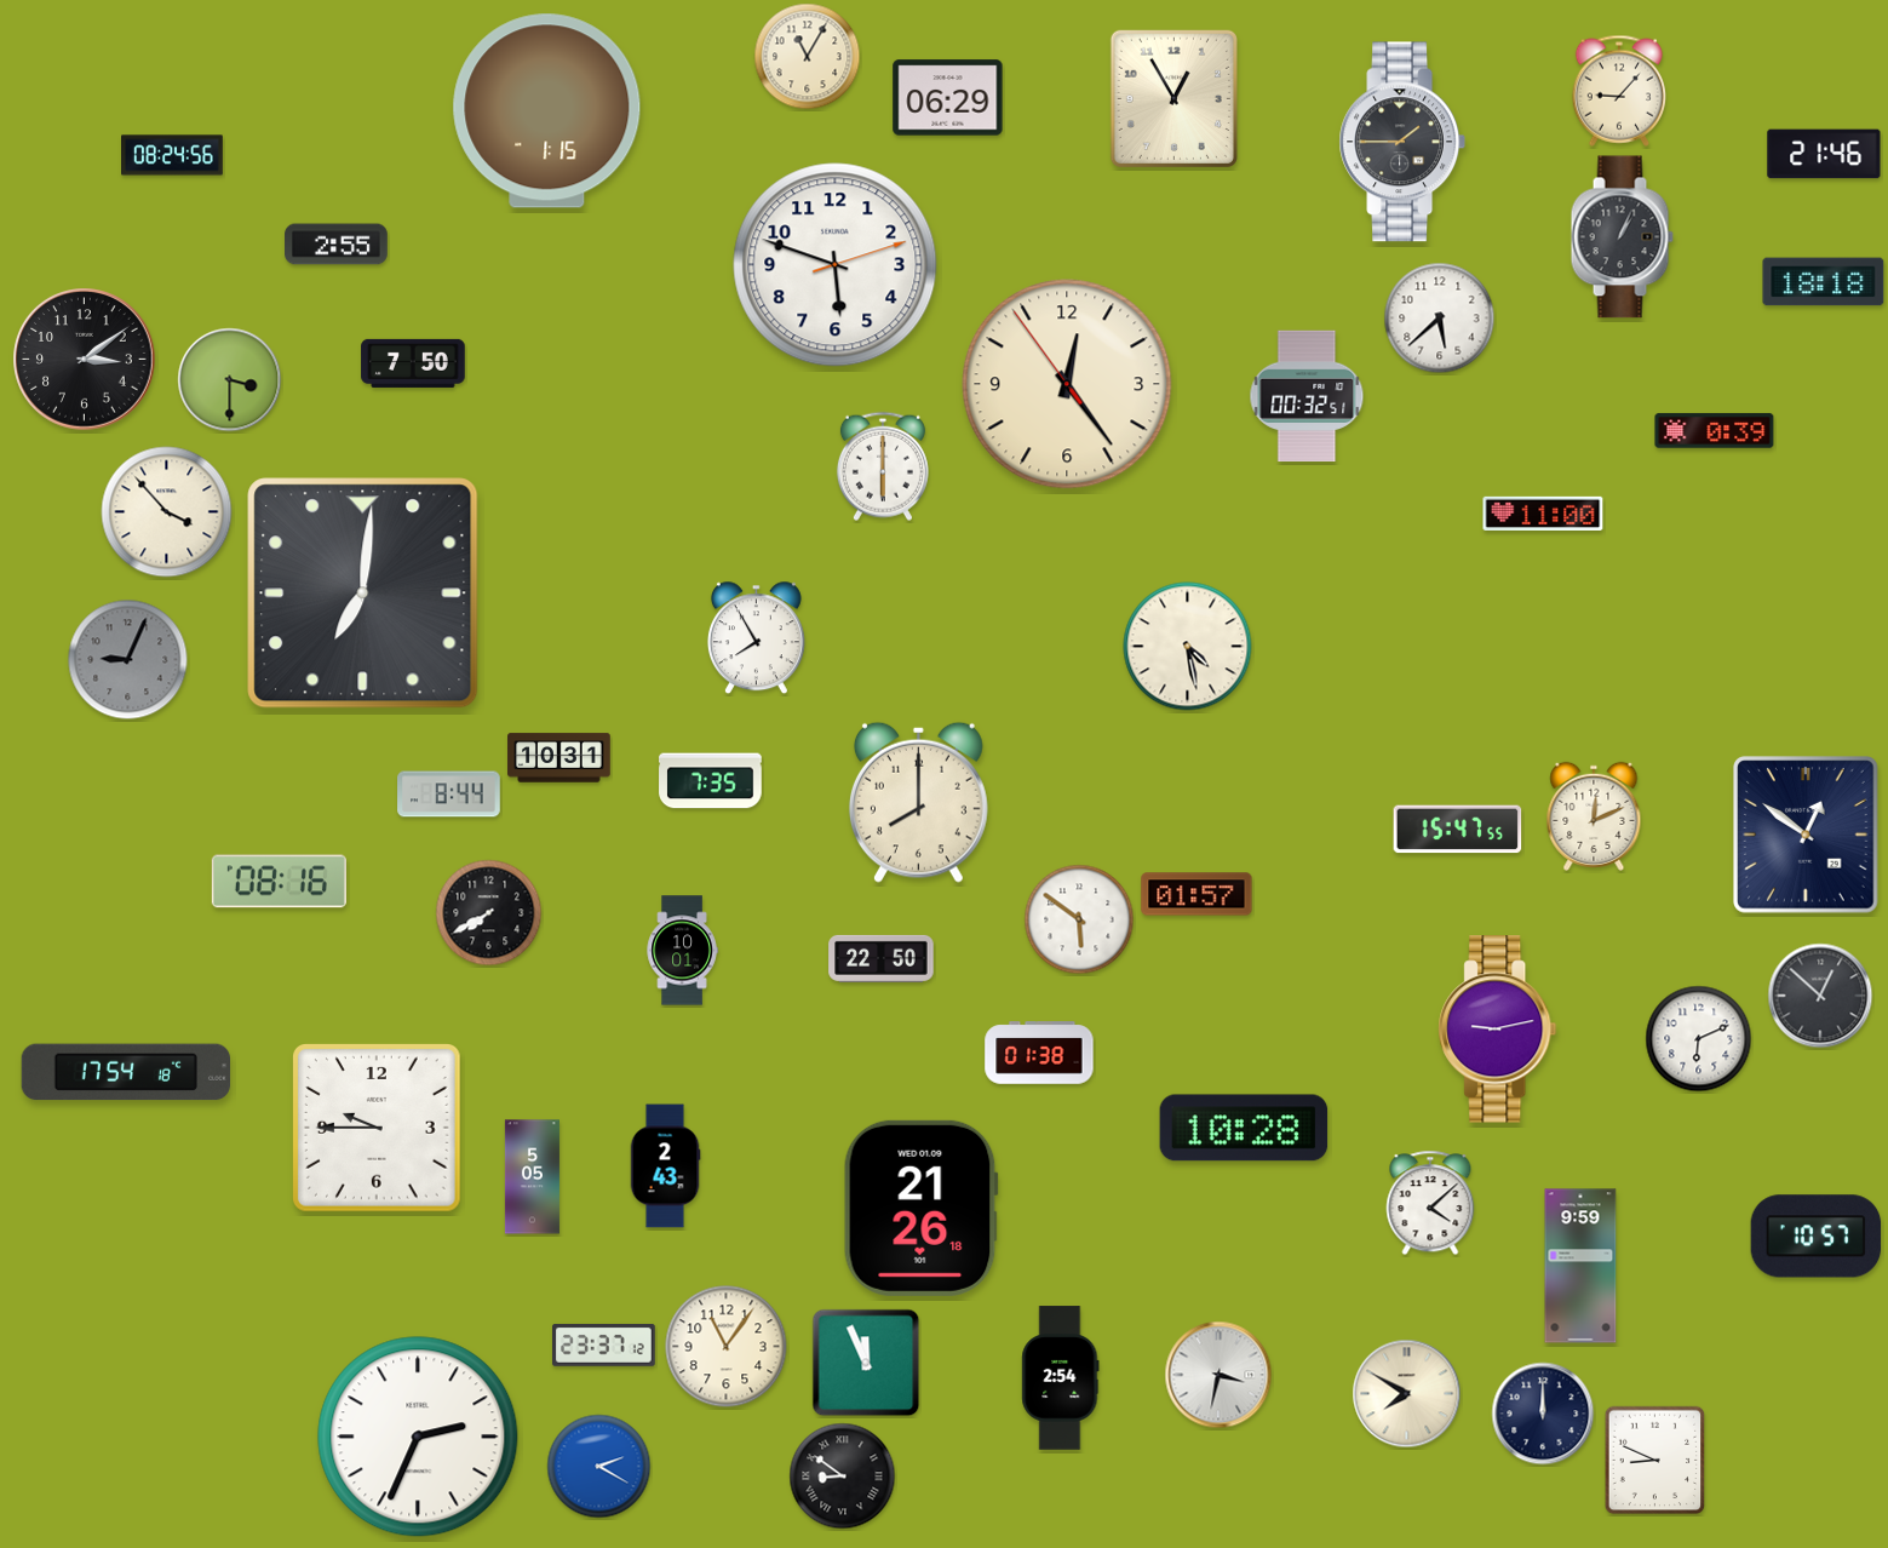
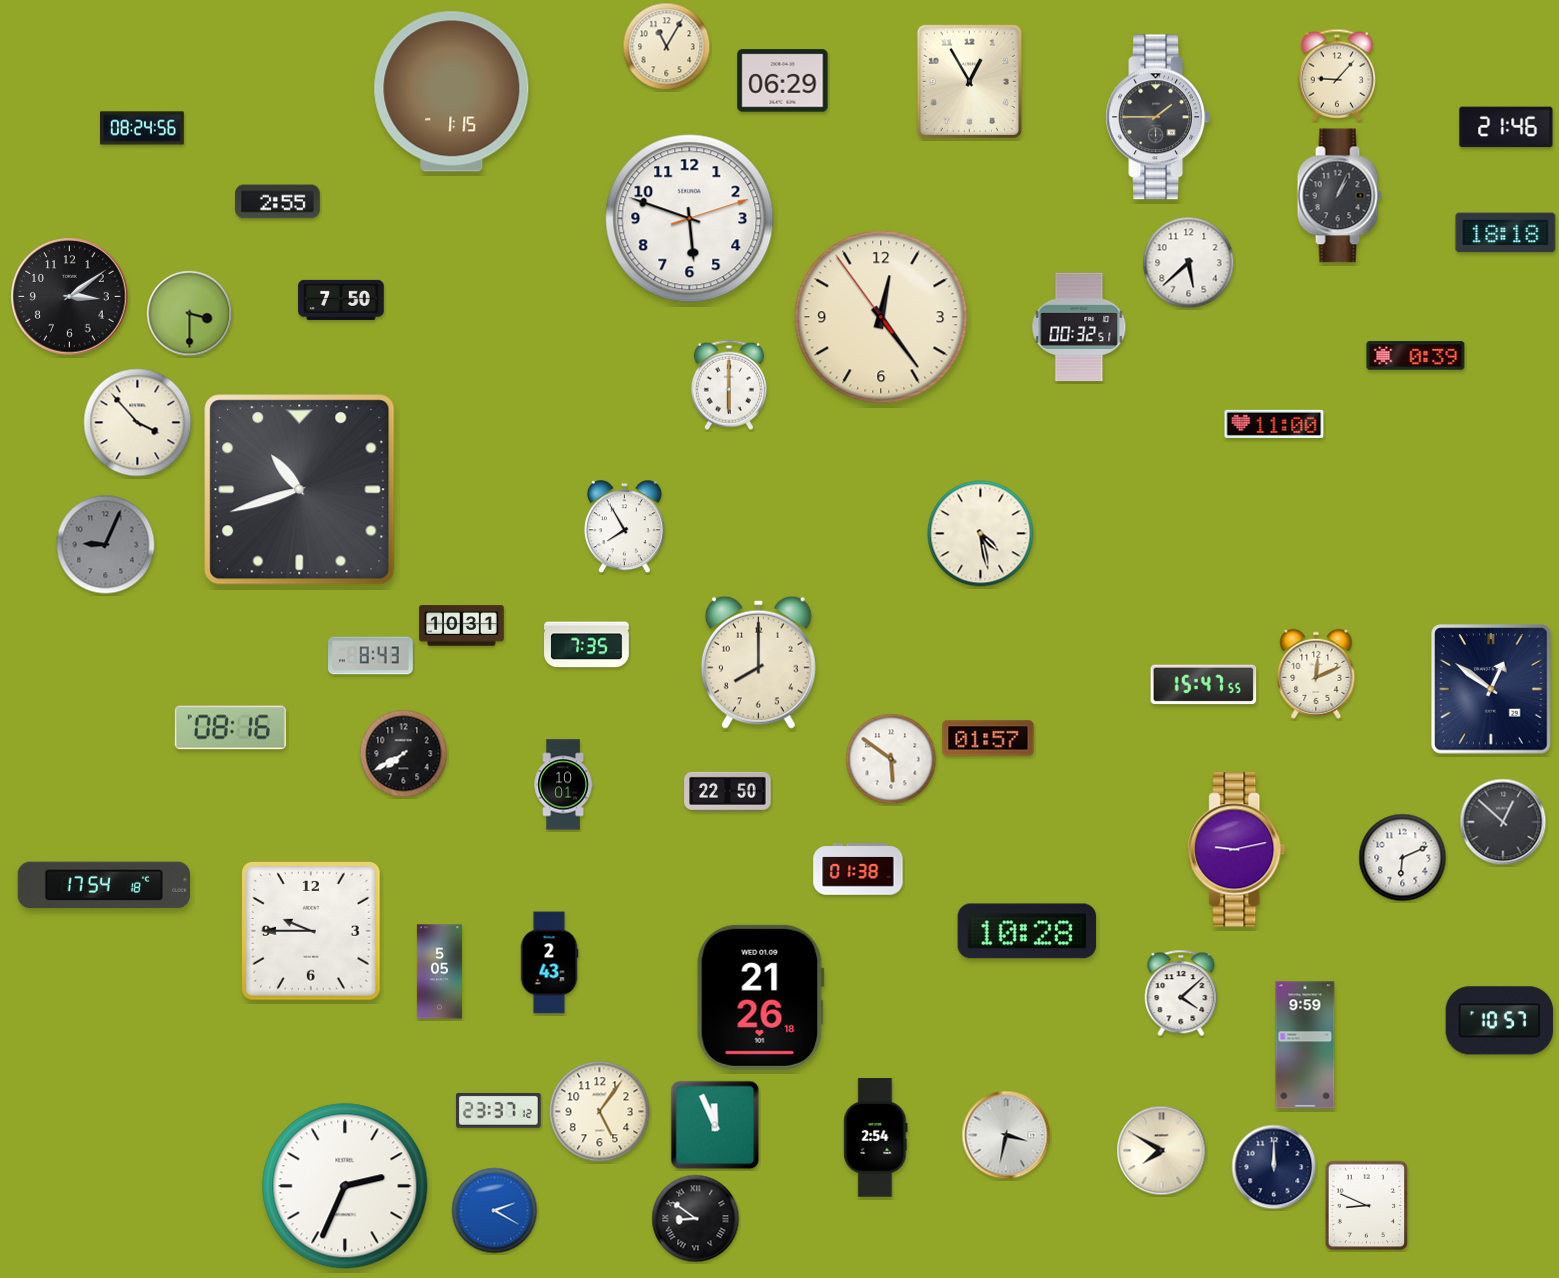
clock at (363, 594): 7:01 -> 10:42
clock at (449, 795): 8:44 -> 8:43
clock at (727, 1347): 11:06 -> 5:06
